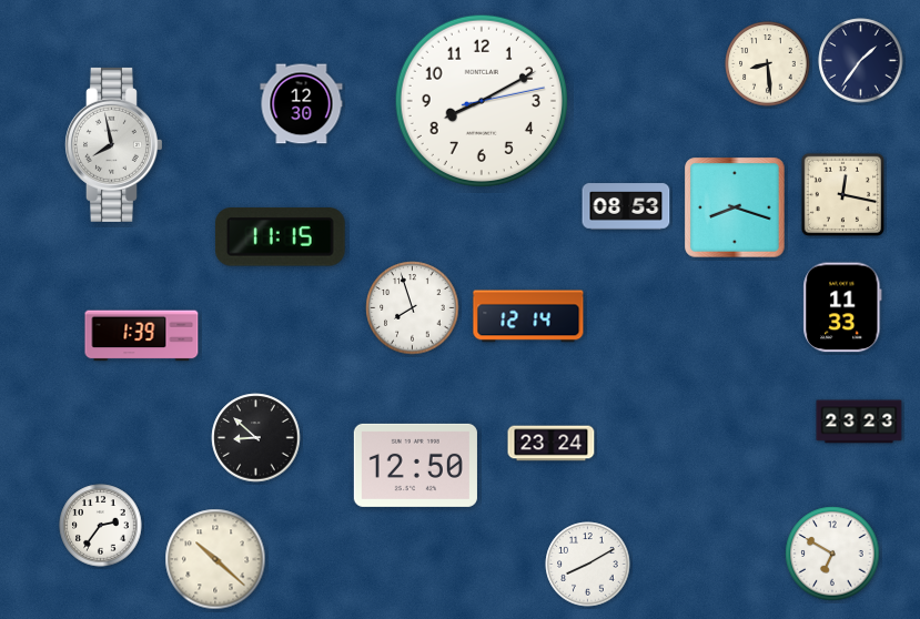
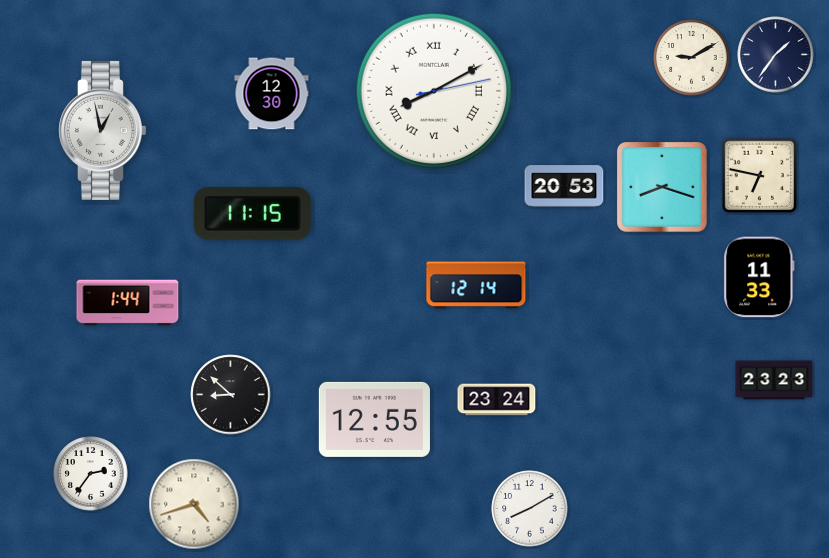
clock at (768, 64): 8:29 -> 9:10
clock at (482, 101) numerals: Arabic -> Roman
clock at (114, 144): 7:58 -> 12:58
clock at (842, 194): 12:17 -> 6:47
clock at (626, 206): 08:53 -> 20:53
clock at (413, 308): 7:57 -> none
clock at (142, 336): 1:39 -> 1:44
clock at (415, 465): 12:50 -> 12:55
clock at (832, 554): 6:50 -> none
clock at (215, 559): 10:22 -> 4:42
